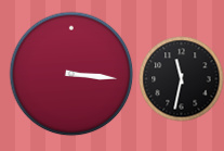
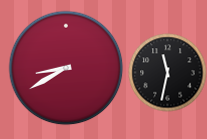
clock at (71, 74): 3:16 -> 8:40
